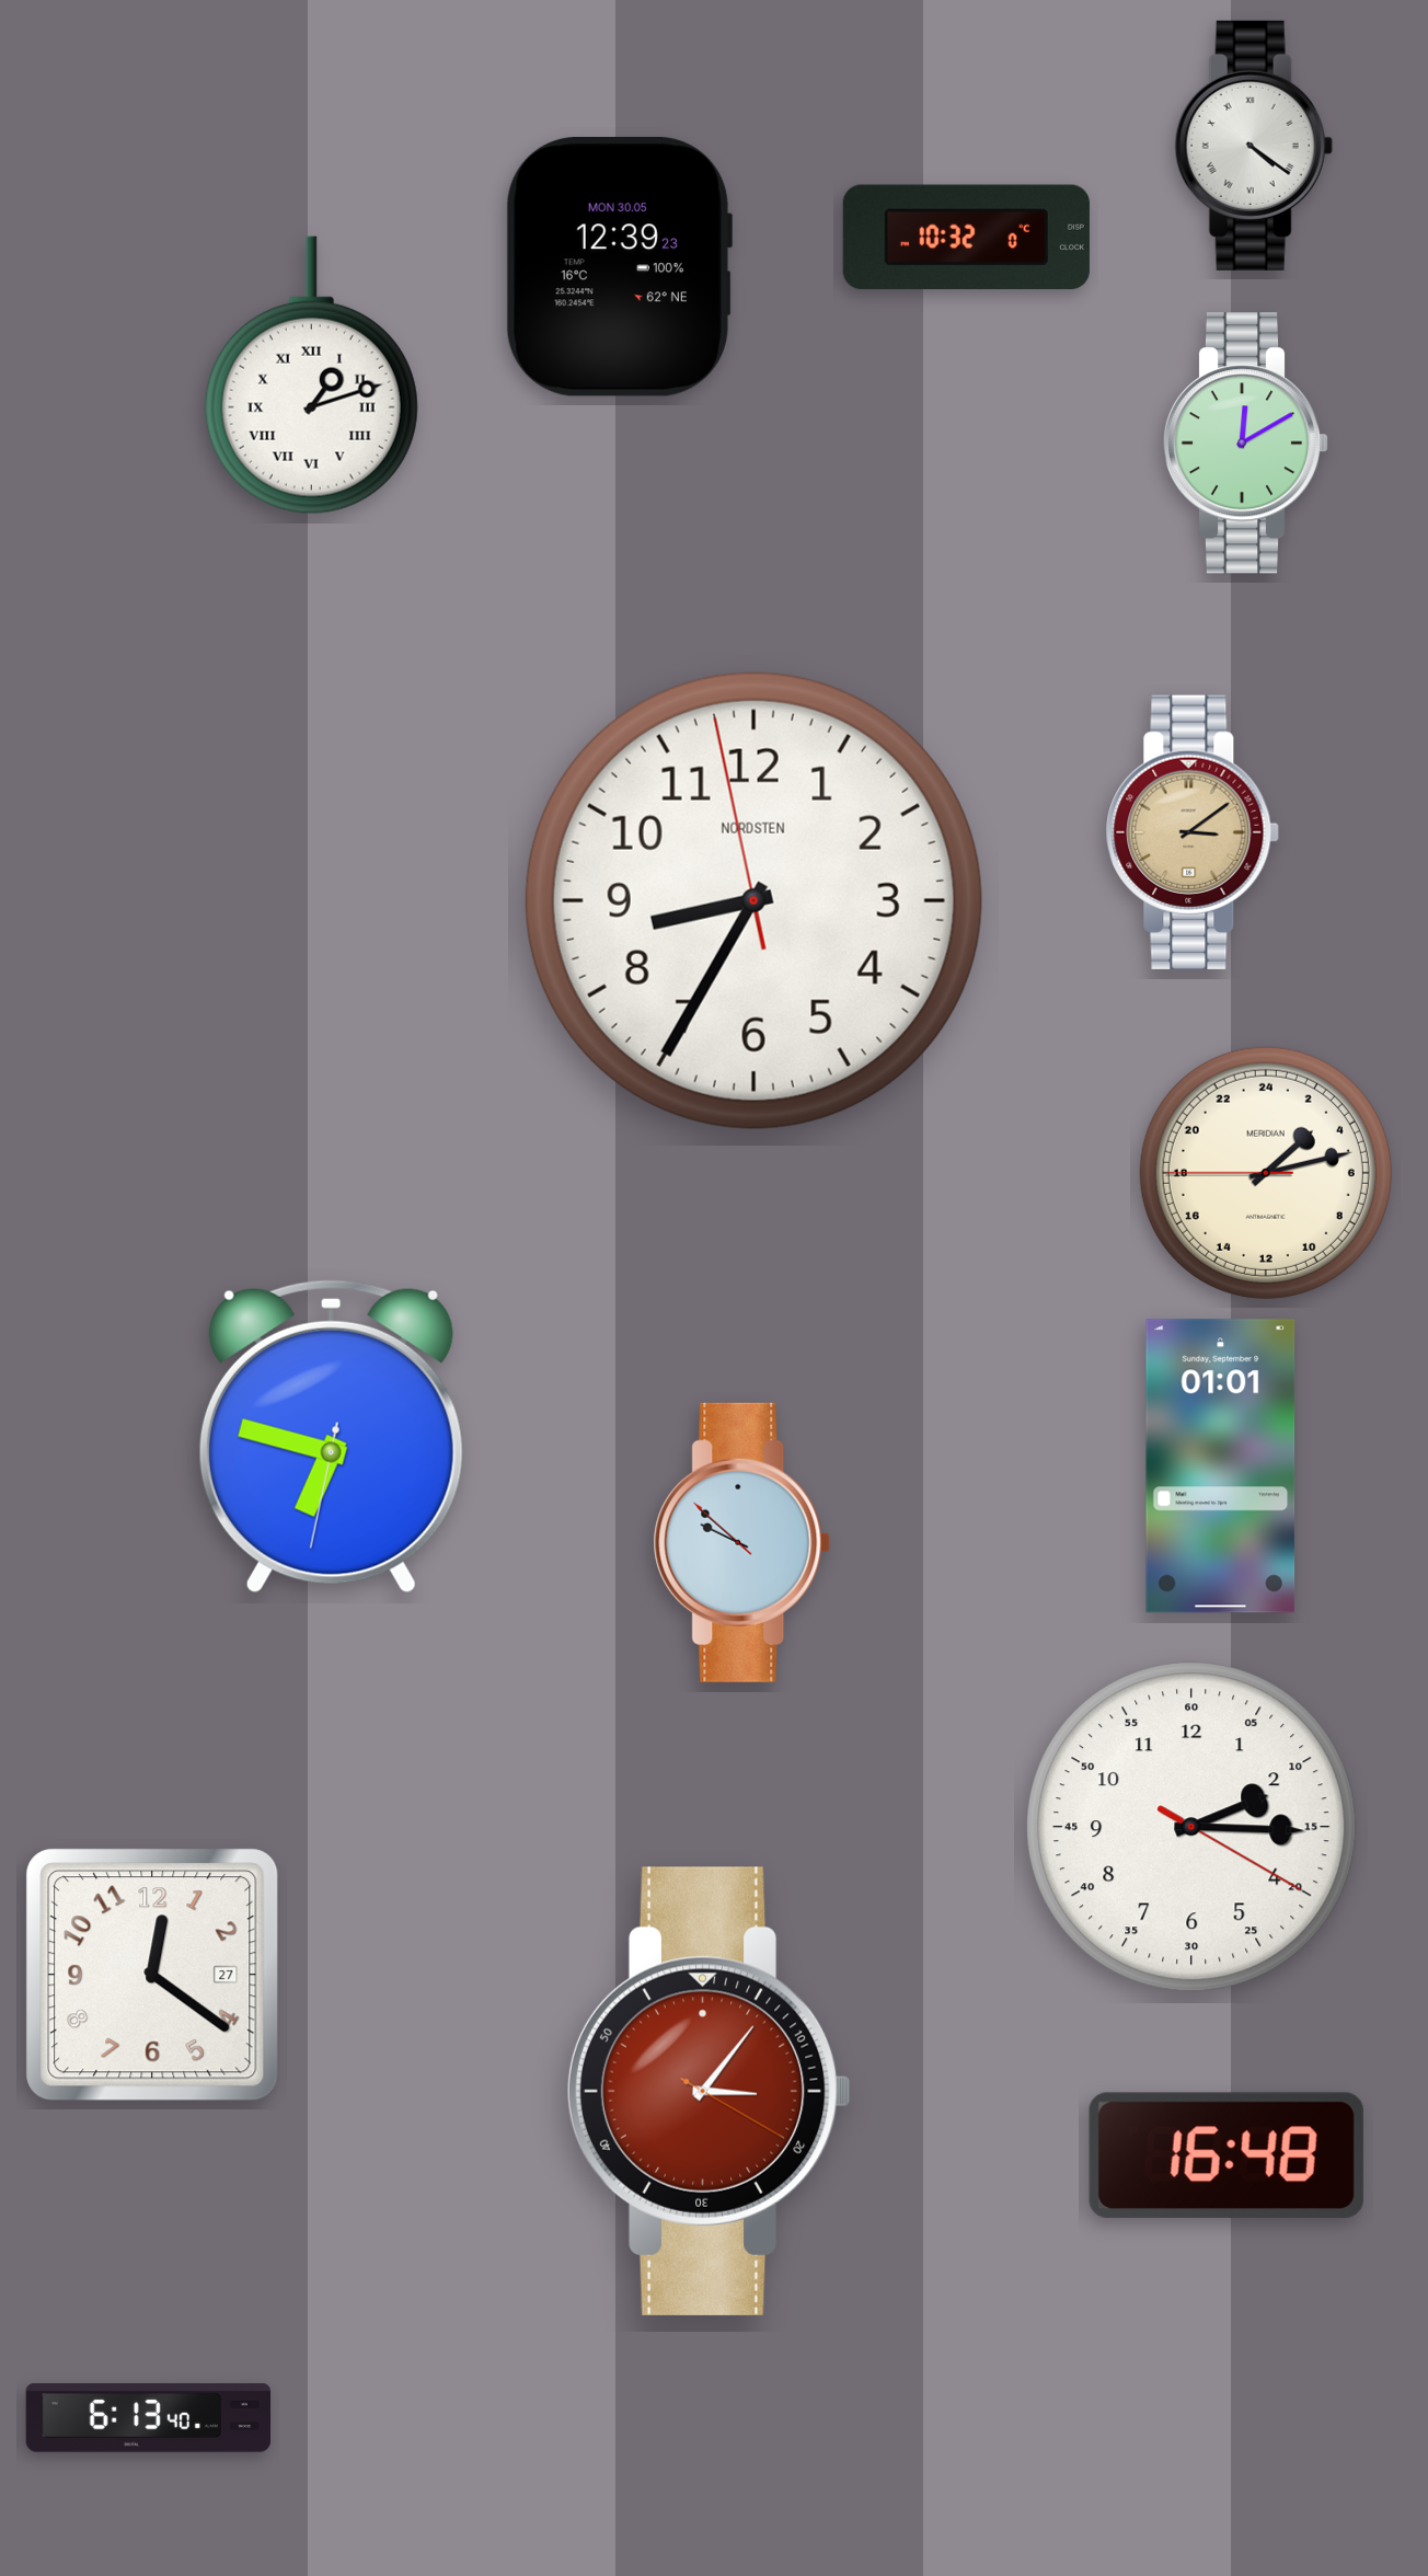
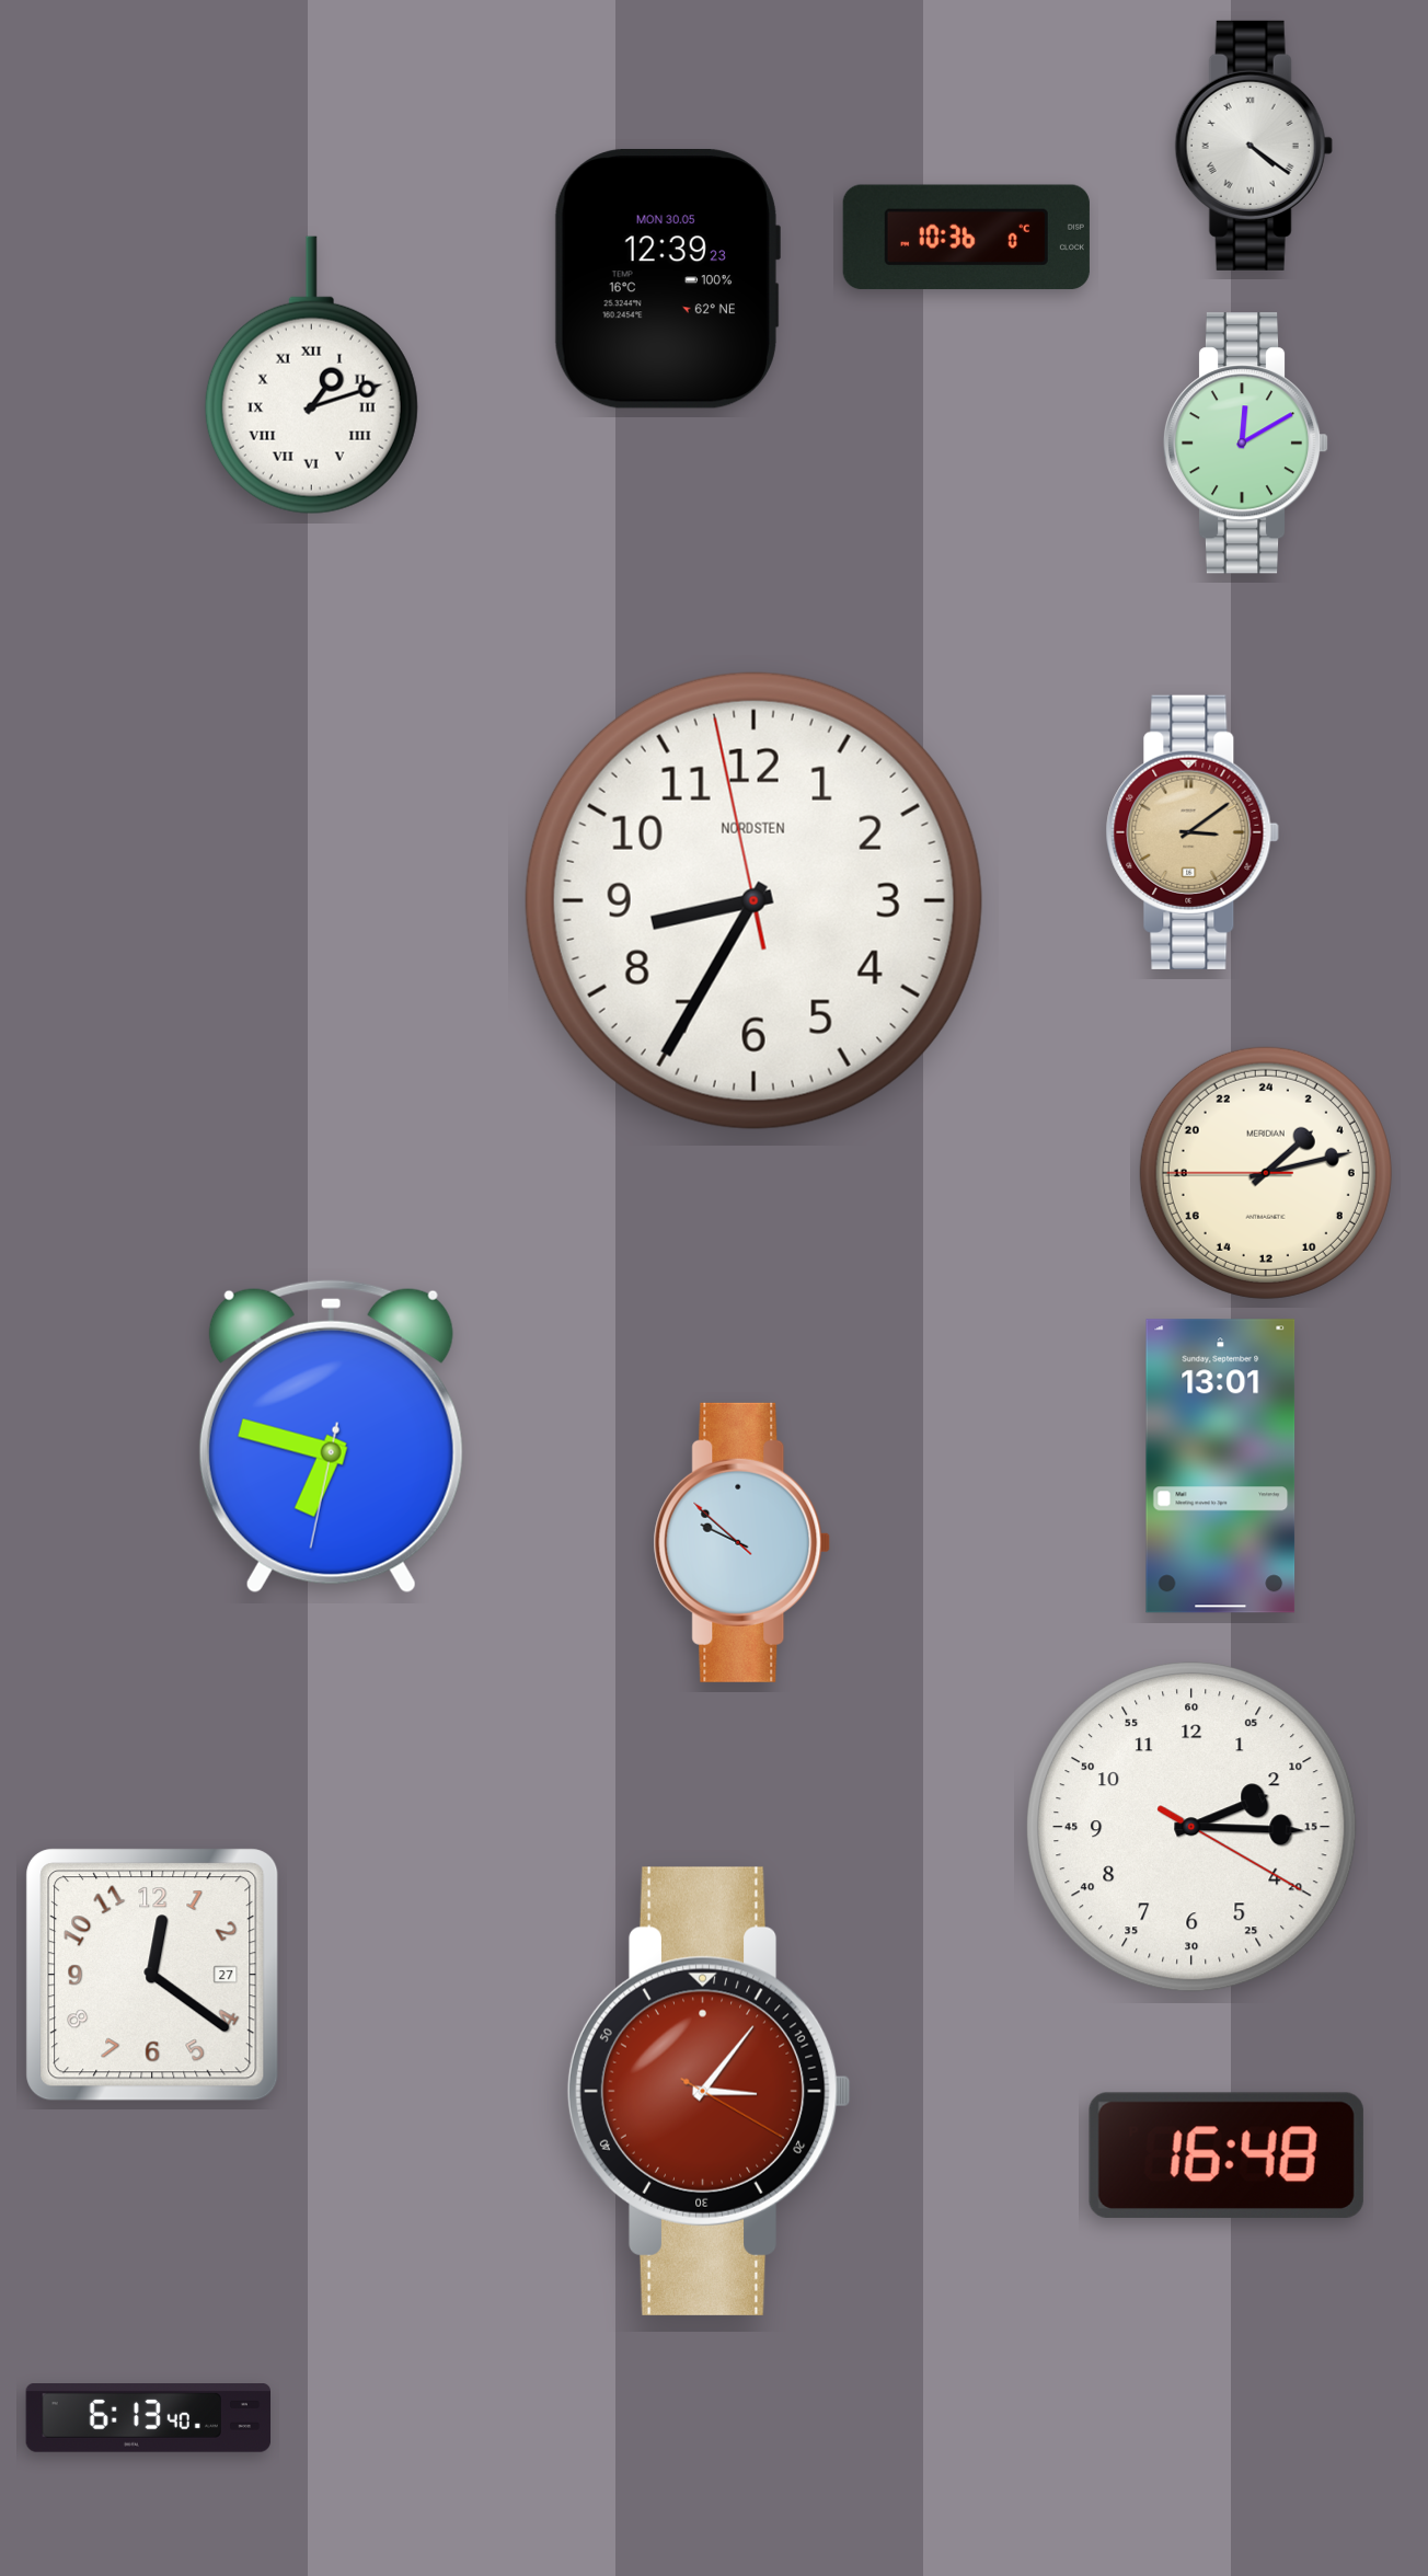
clock at (966, 238): 10:32 -> 10:36
clock at (619, 267) position: (619, 267) -> (667, 279)
clock at (1221, 1467): 01:01 -> 13:01
